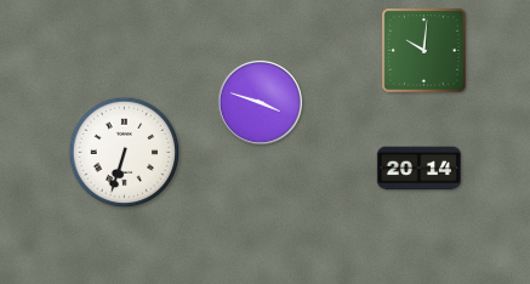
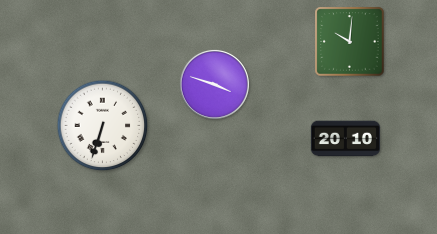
clock at (418, 169): 20:14 -> 20:10
